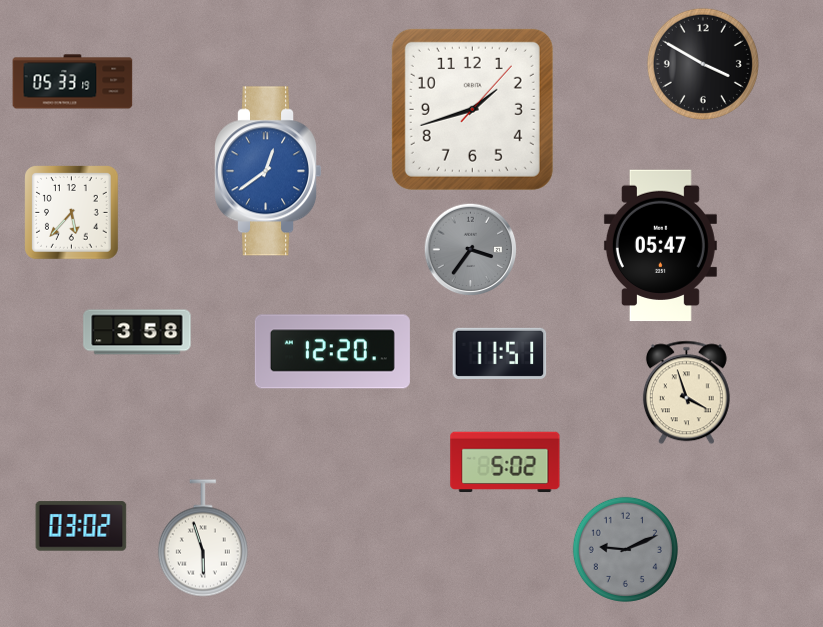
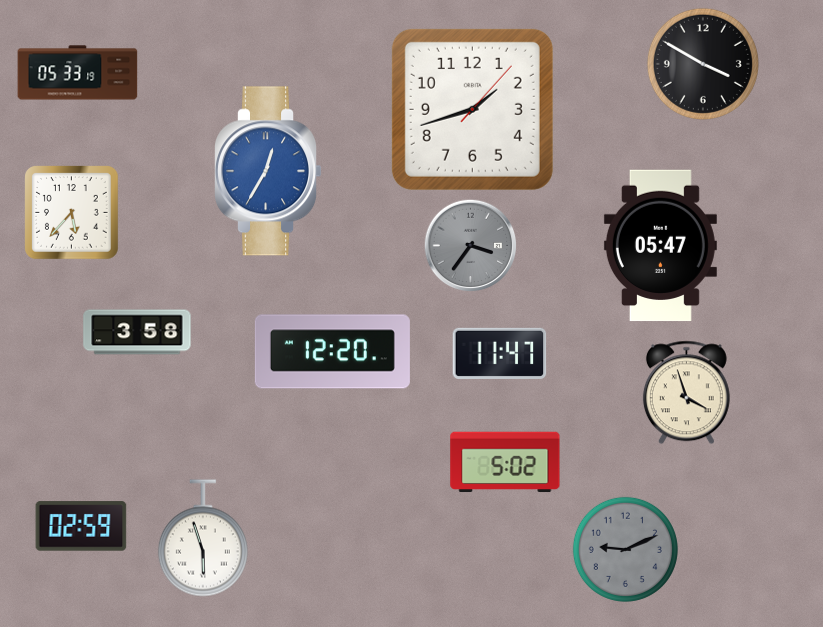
clock at (73, 82) position: (73, 82) -> (78, 73)
clock at (269, 171): 12:39 -> 12:35
clock at (471, 250) position: (471, 250) -> (471, 246)
clock at (500, 353): 11:51 -> 11:47
clock at (81, 526): 03:02 -> 02:59
